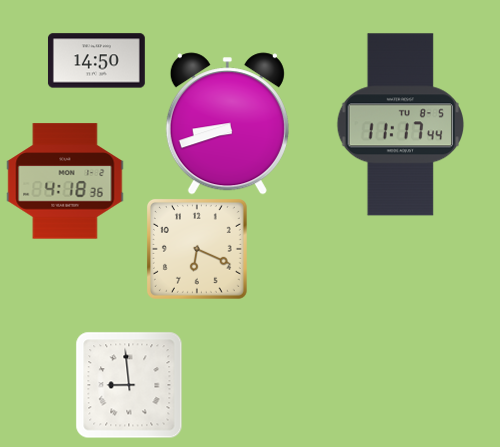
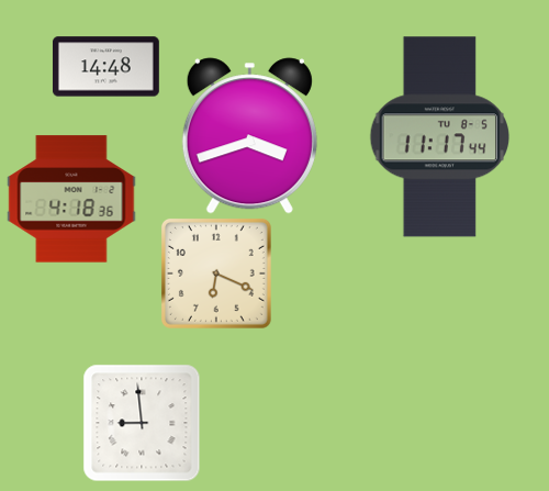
clock at (96, 61): 14:50 -> 14:48
clock at (227, 124): 8:42 -> 3:42
